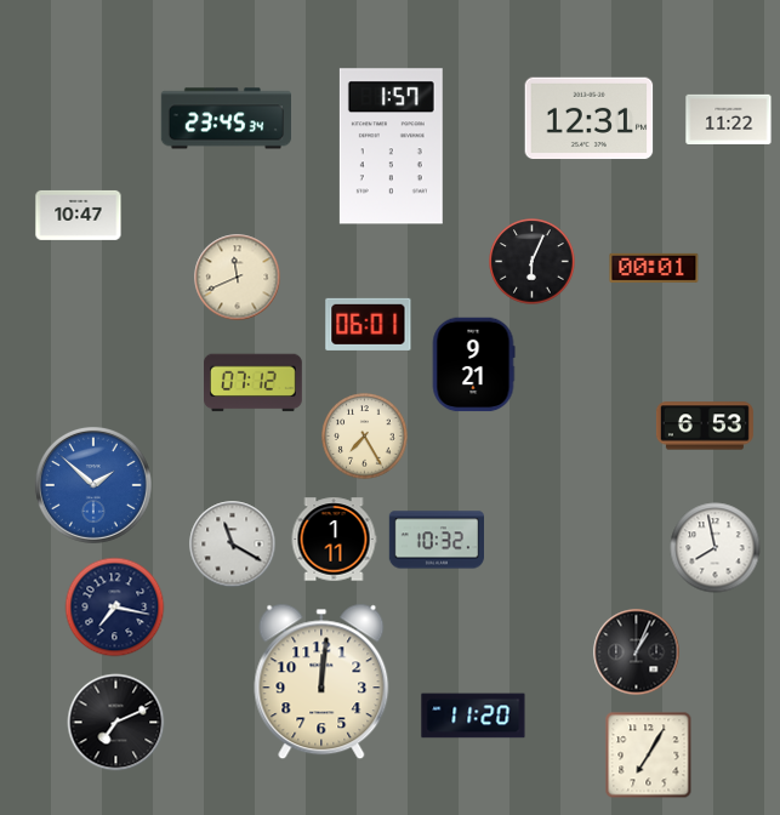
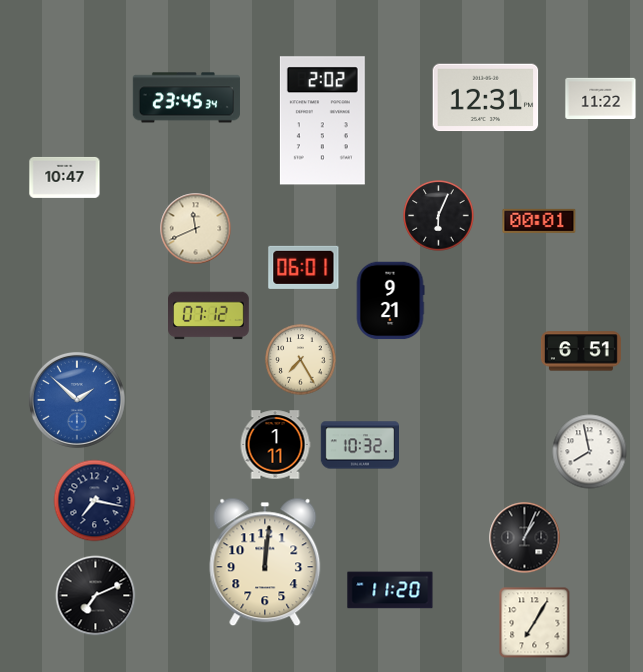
clock at (391, 147): 1:57 -> 2:02
clock at (705, 426): 6:53 -> 6:51
clock at (233, 545): 11:20 -> none
